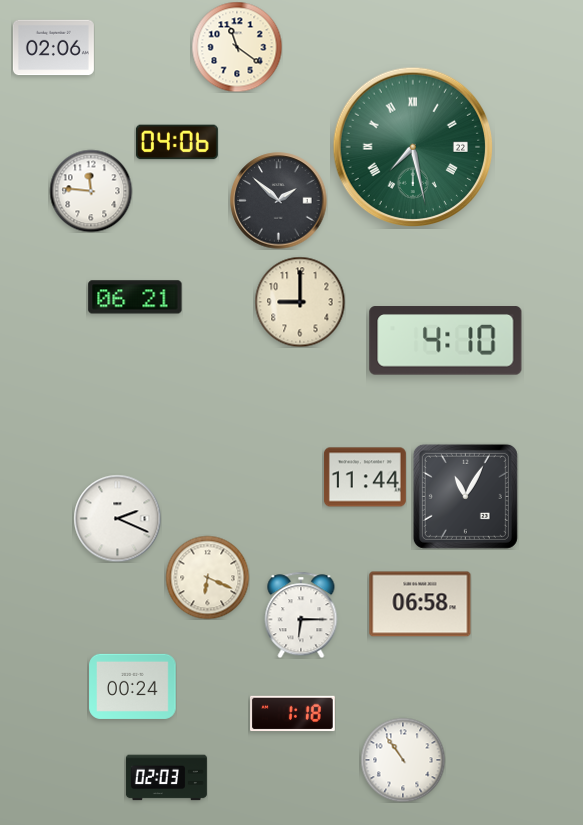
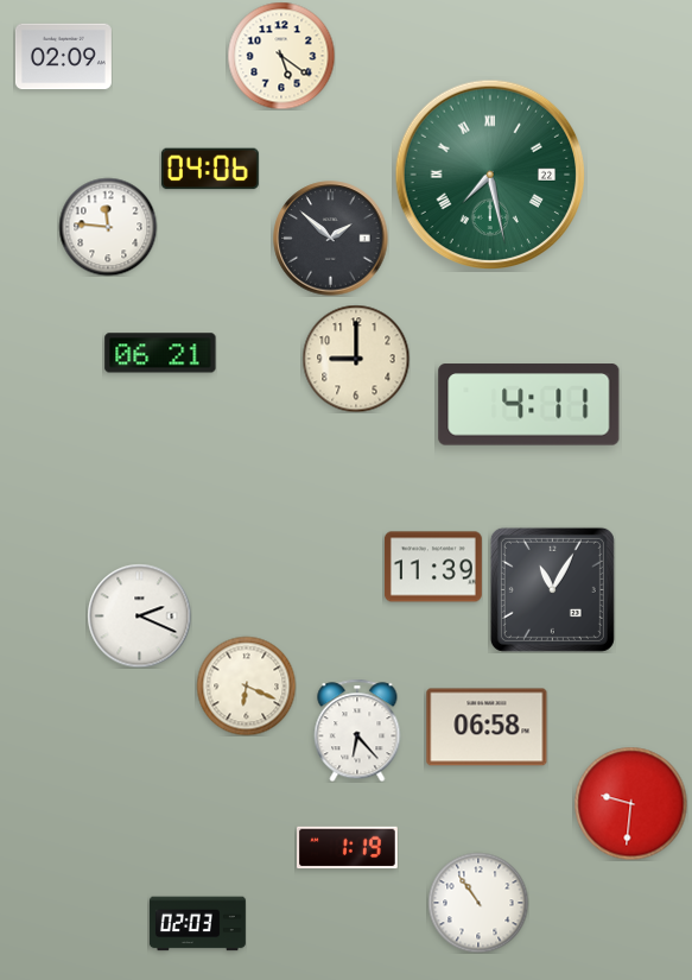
clock at (237, 47): 11:21 -> 5:21
clock at (53, 48): 02:06 -> 02:09
clock at (446, 341): 4:10 -> 4:11
clock at (365, 477): 11:44 -> 11:39
clock at (420, 604) position: (420, 604) -> (487, 727)
clock at (301, 615): 6:15 -> 6:23
clock at (630, 803): none -> 9:31
clock at (133, 686): 00:24 -> none
clock at (293, 714): 1:18 -> 1:19
